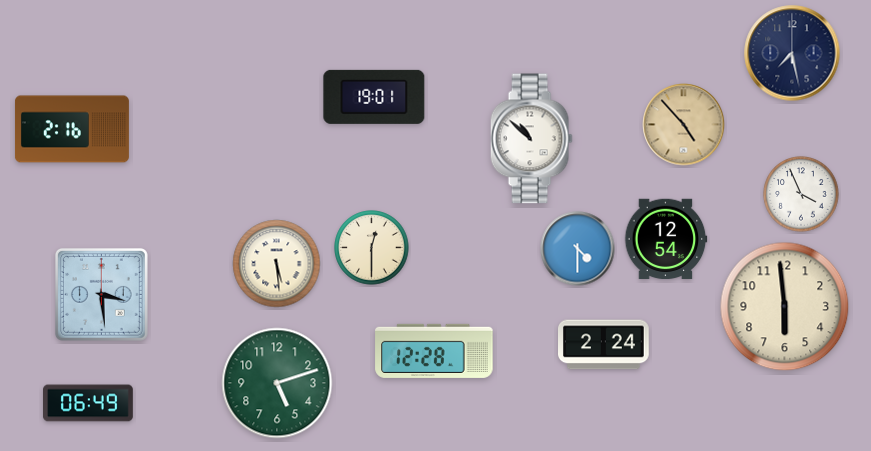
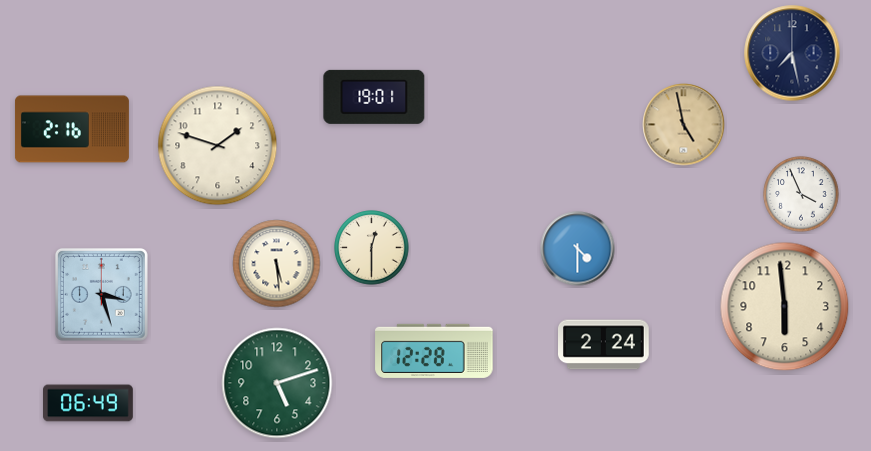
clock at (684, 125): 4:53 -> 4:58
clock at (531, 139): 10:52 -> none
clock at (218, 146): none -> 1:48
clock at (666, 239): 12:54 -> none
clock at (101, 294): 3:29 -> 3:27
